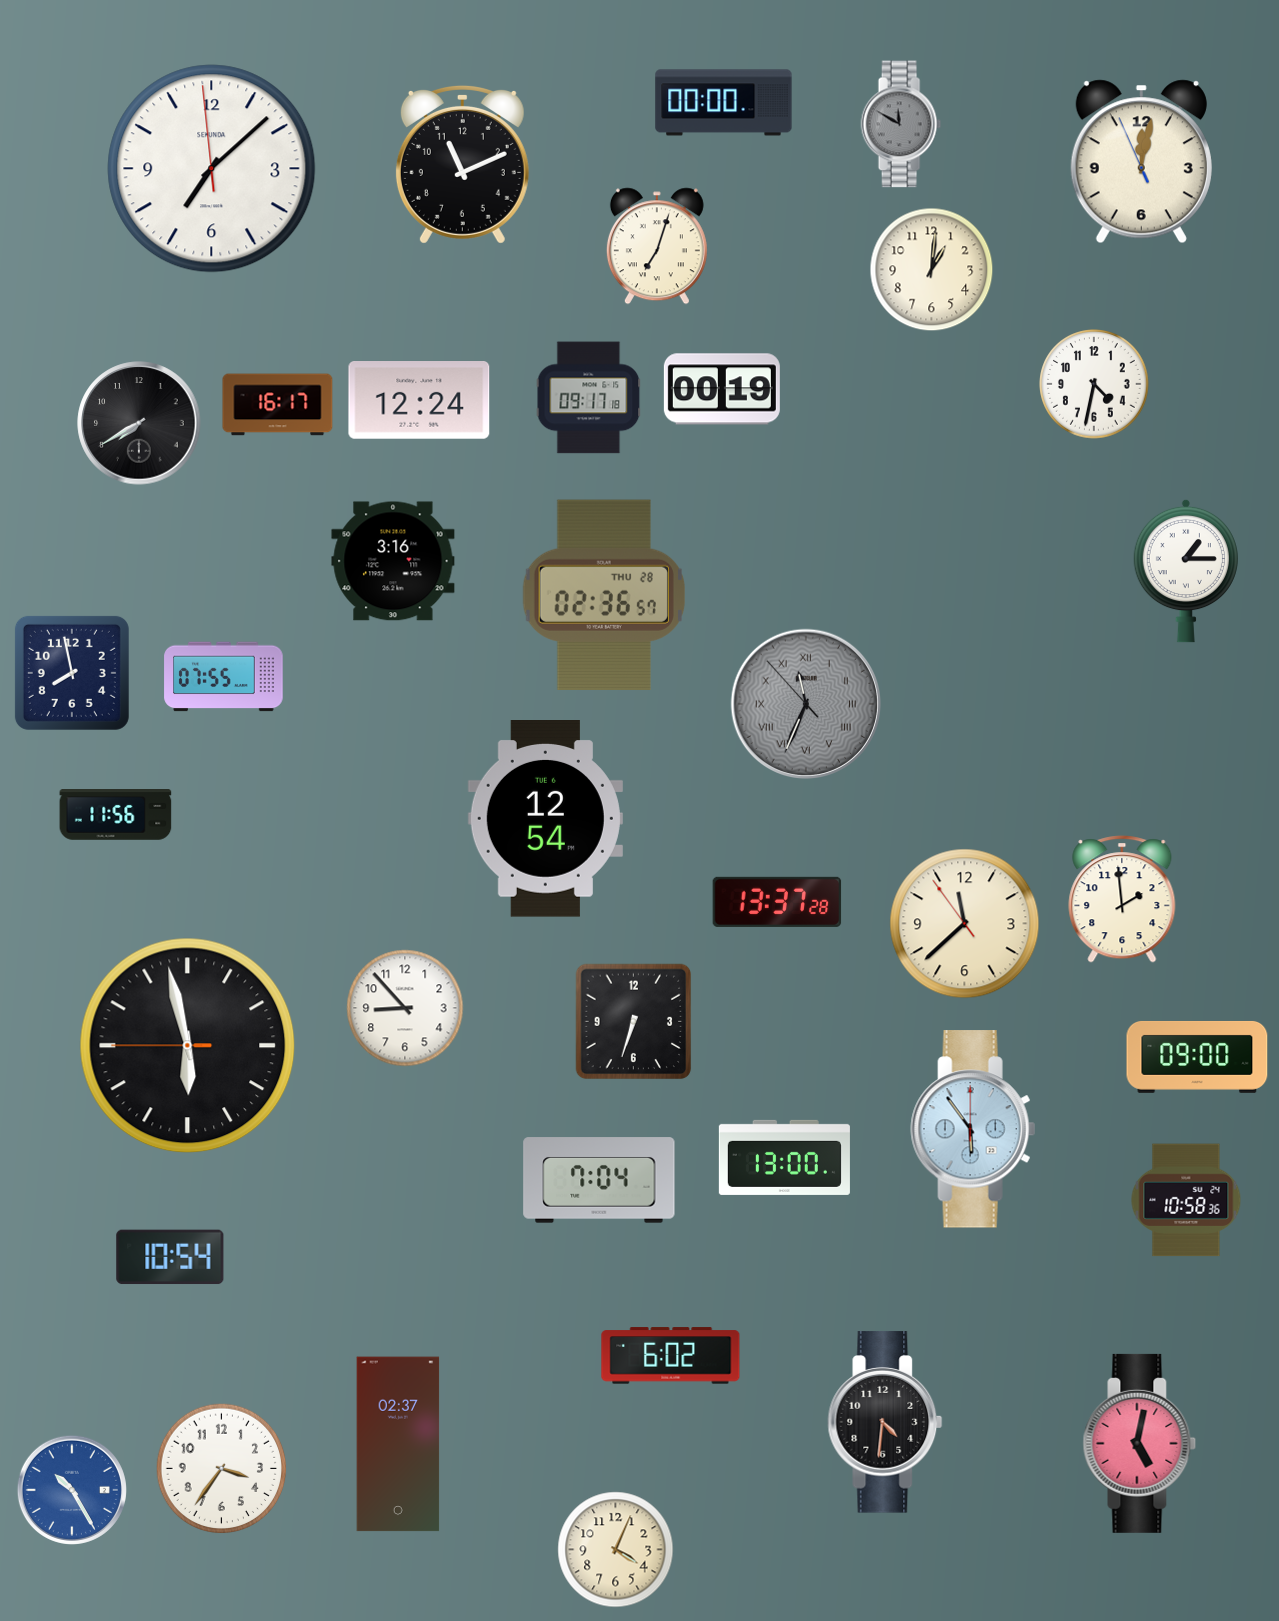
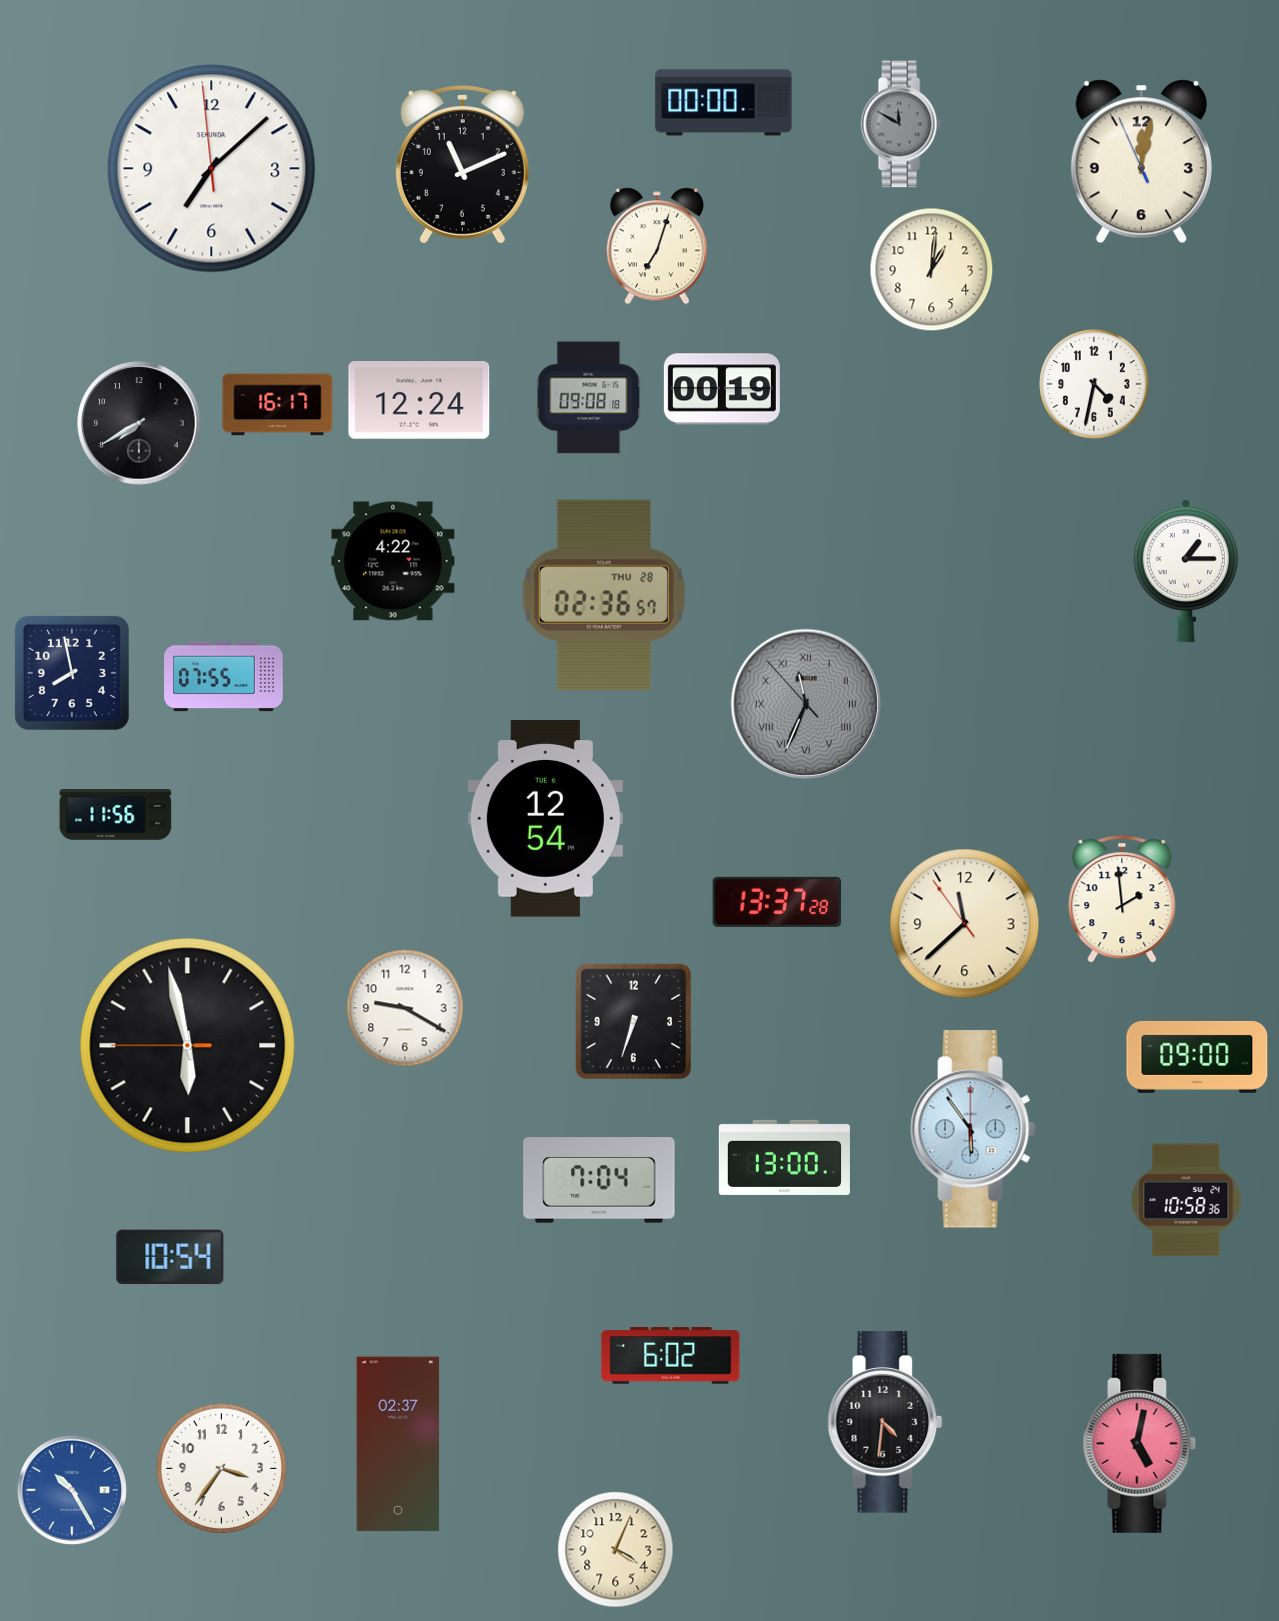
clock at (589, 398): 09:17 -> 09:08
clock at (393, 561): 3:16 -> 4:22
clock at (405, 1008): 8:53 -> 9:20
